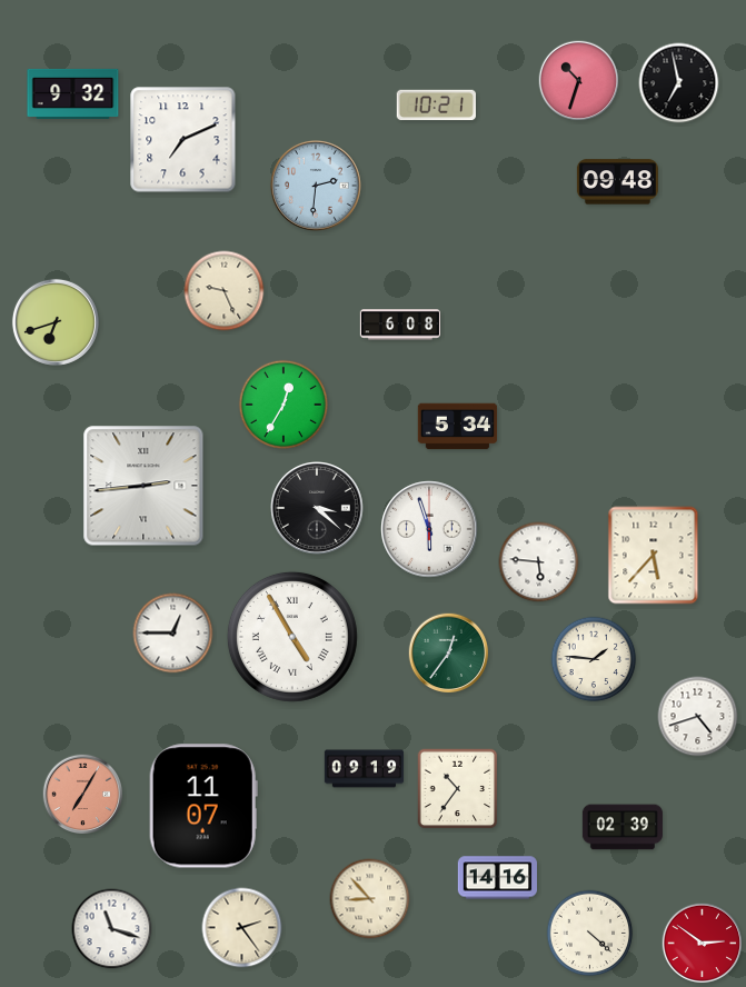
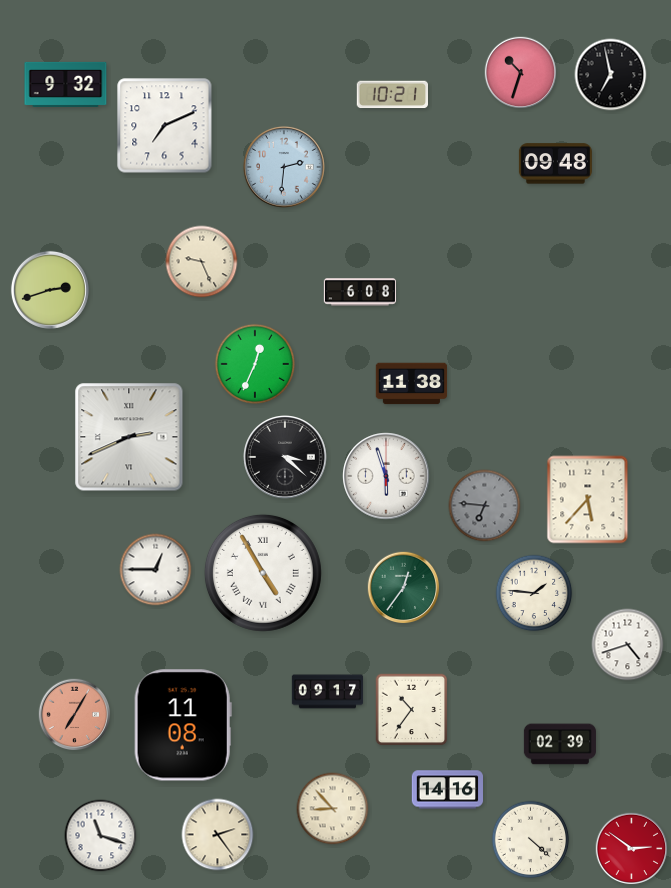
clock at (56, 322): 6:42 -> 2:42
clock at (282, 403): 12:35 -> 12:34
clock at (458, 427): 5:34 -> 11:38
clock at (143, 486): 2:44 -> 2:41
clock at (539, 562): 5:46 -> 6:46
clock at (539, 562) dial: white -> grey
clock at (365, 769): 09:19 -> 09:17
clock at (203, 806): 11:07 -> 11:08
